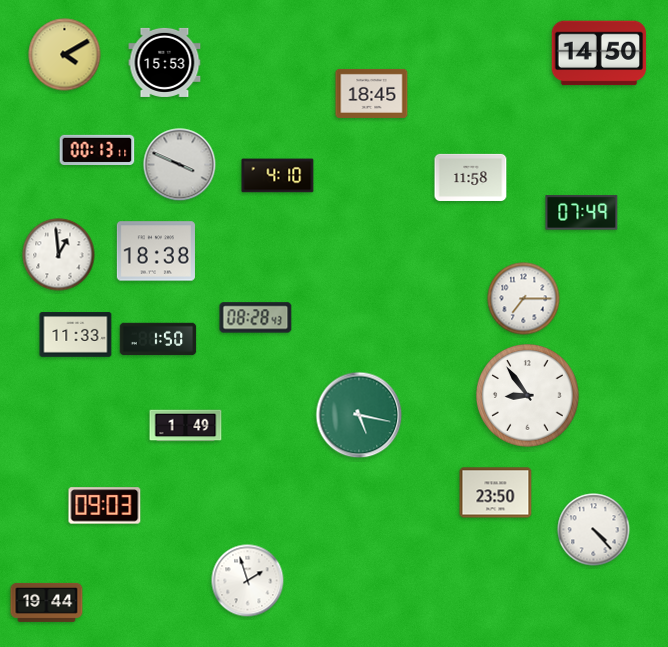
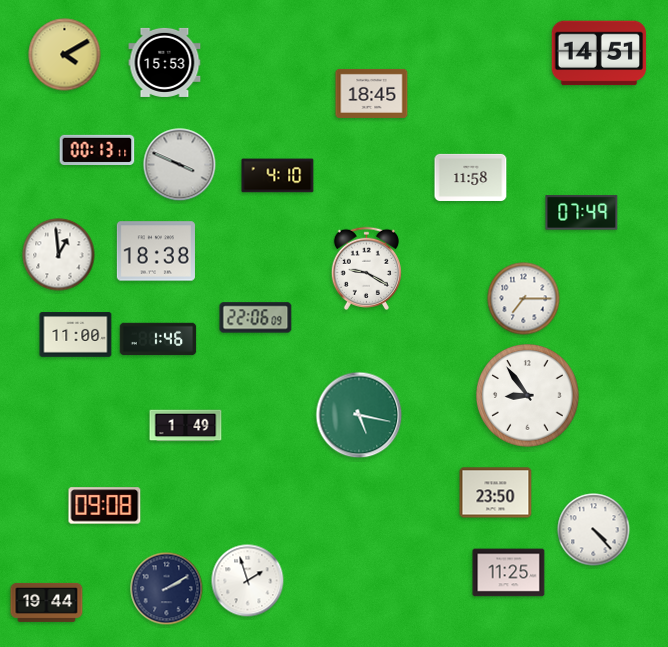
clock at (599, 53): 14:50 -> 14:51
clock at (366, 268): none -> 9:20
clock at (256, 318): 08:28 -> 22:06
clock at (76, 335): 11:33 -> 11:00
clock at (158, 339): 1:50 -> 1:46
clock at (105, 506): 09:03 -> 09:08
clock at (509, 573): none -> 11:25
clock at (167, 589): none -> 2:10
